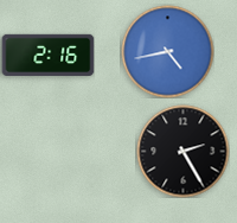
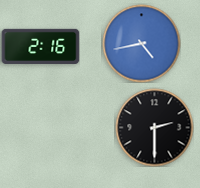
clock at (182, 151): 2:25 -> 2:30
